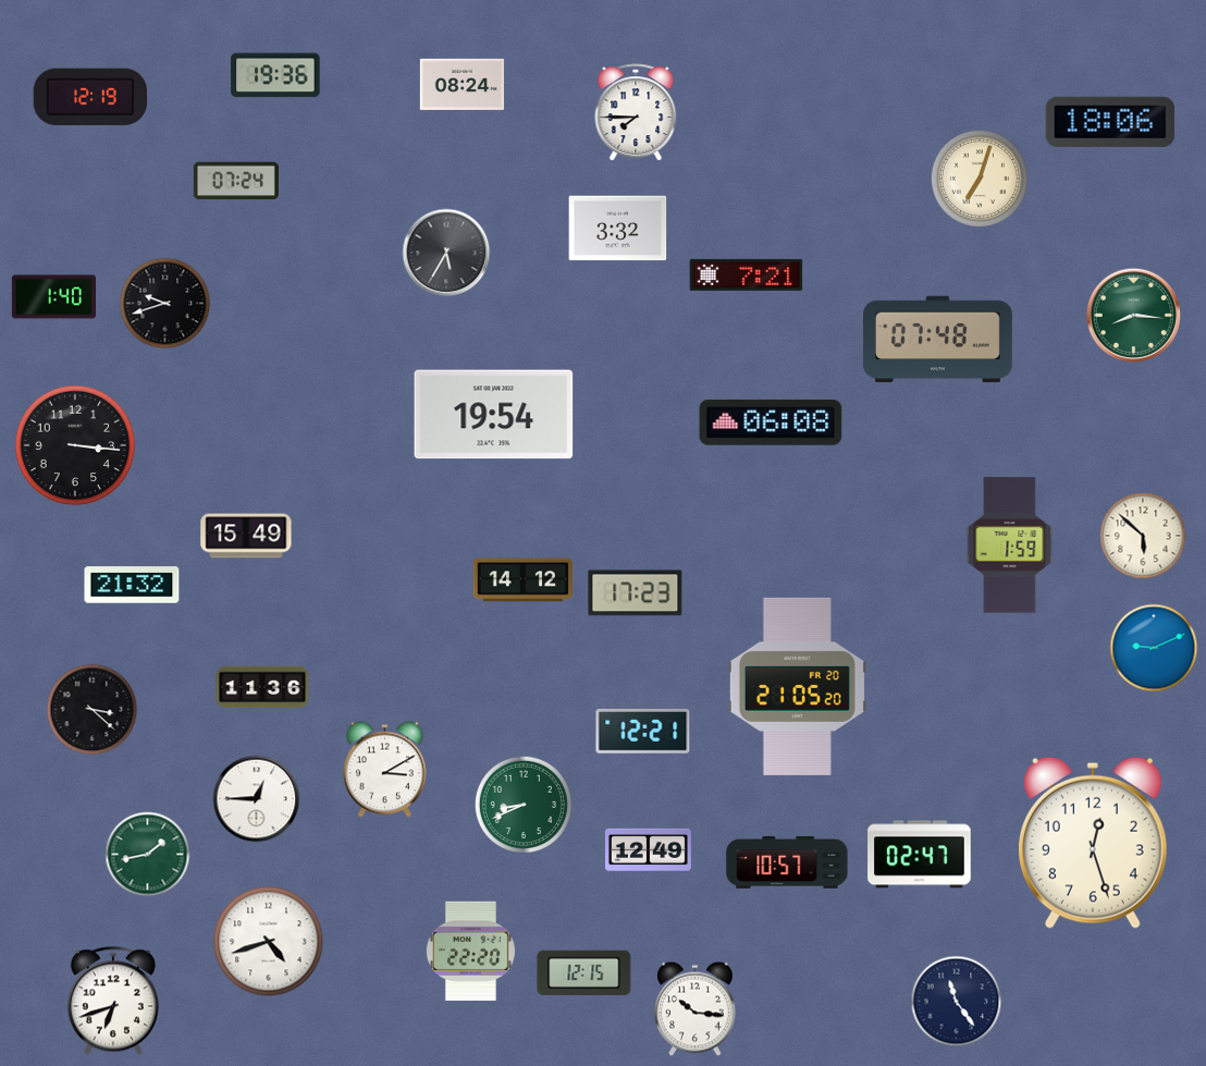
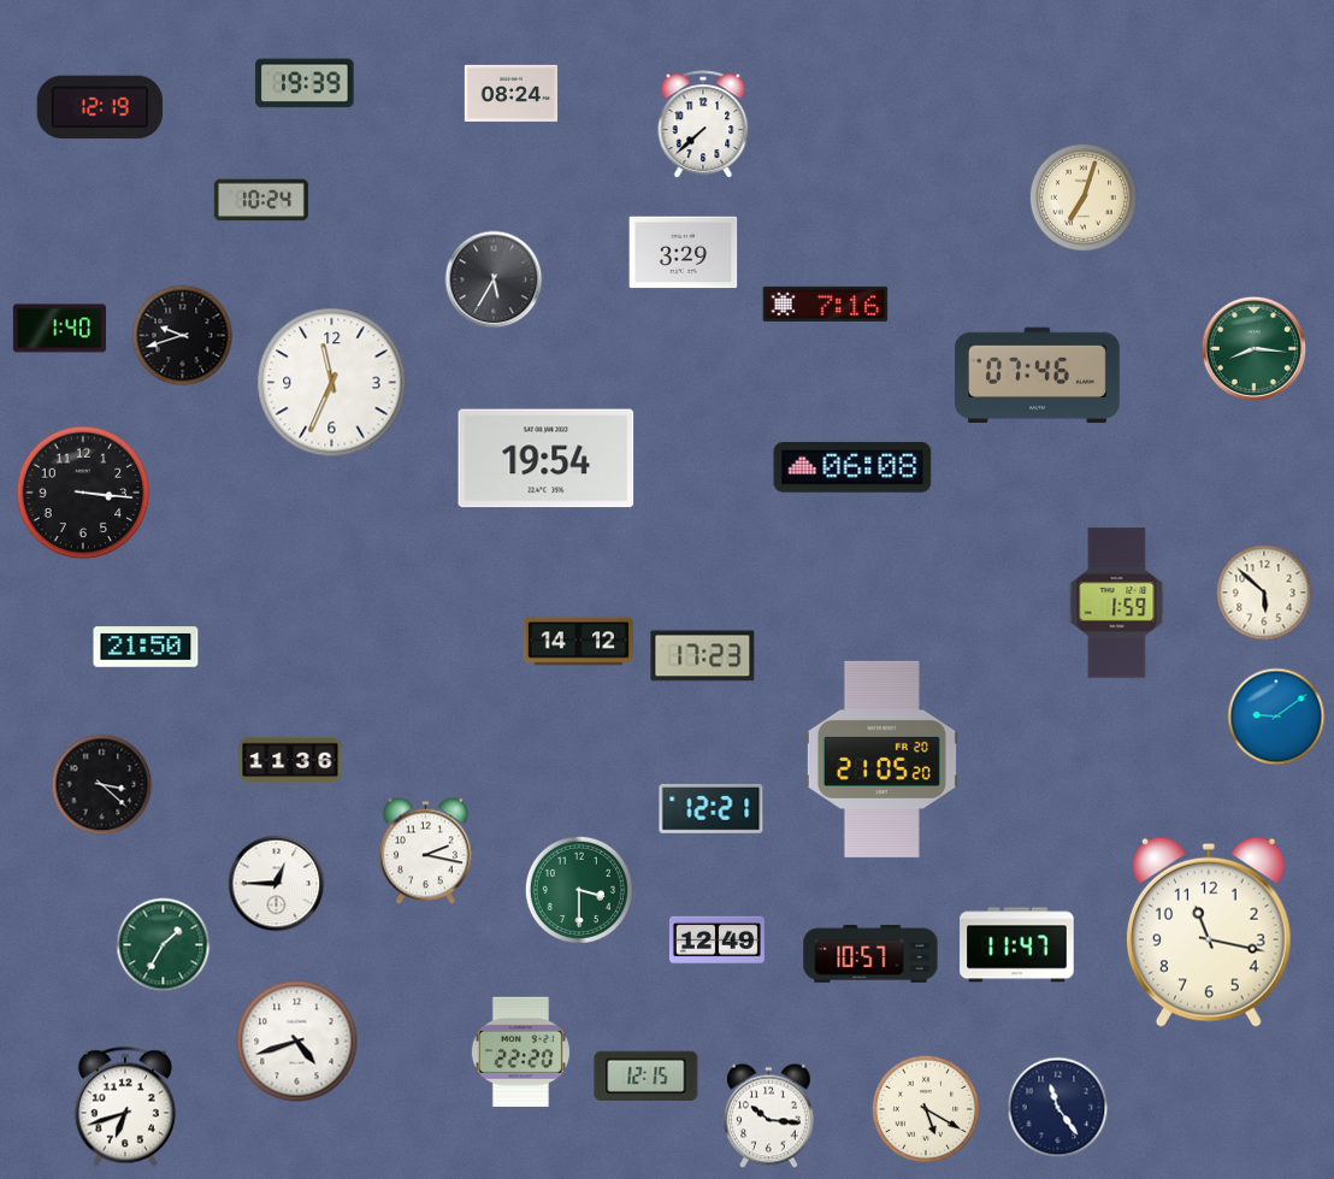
clock at (275, 75): 19:36 -> 19:39
clock at (636, 113): 7:45 -> 7:38
clock at (1110, 122): 18:06 -> none
clock at (236, 181): 07:24 -> 10:24
clock at (618, 229): 3:32 -> 3:29
clock at (747, 274): 7:21 -> 7:16
clock at (938, 340): 07:48 -> 07:46
clock at (332, 383): none -> 11:34
clock at (246, 536): 15:49 -> none
clock at (132, 585): 21:32 -> 21:50
clock at (1154, 648): 9:11 -> 9:09
clock at (384, 770): 3:10 -> 2:17
clock at (257, 799) position: (257, 799) -> (277, 884)
clock at (524, 805): 8:41 -> 3:30
clock at (1093, 843): 12:27 -> 11:17
clock at (148, 855): 1:43 -> 1:35
clock at (920, 855): 02:47 -> 11:47
clock at (926, 1109): none -> 5:20
